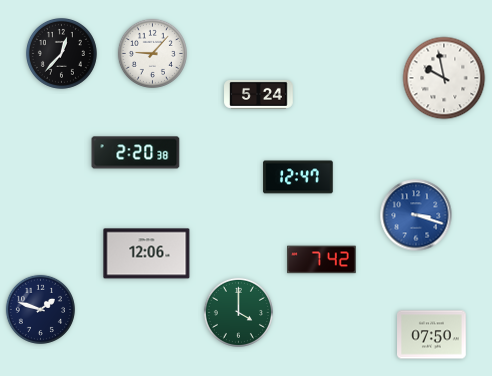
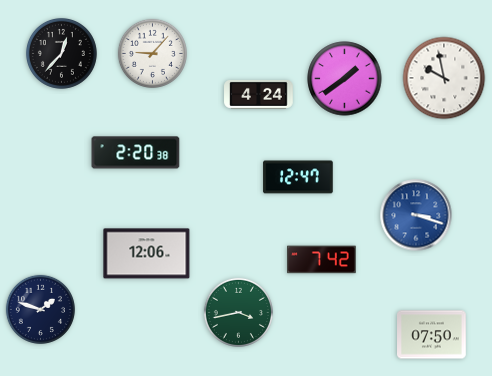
clock at (345, 79): none -> 1:39
clock at (259, 94): 5:24 -> 4:24
clock at (238, 312): 4:00 -> 3:43
